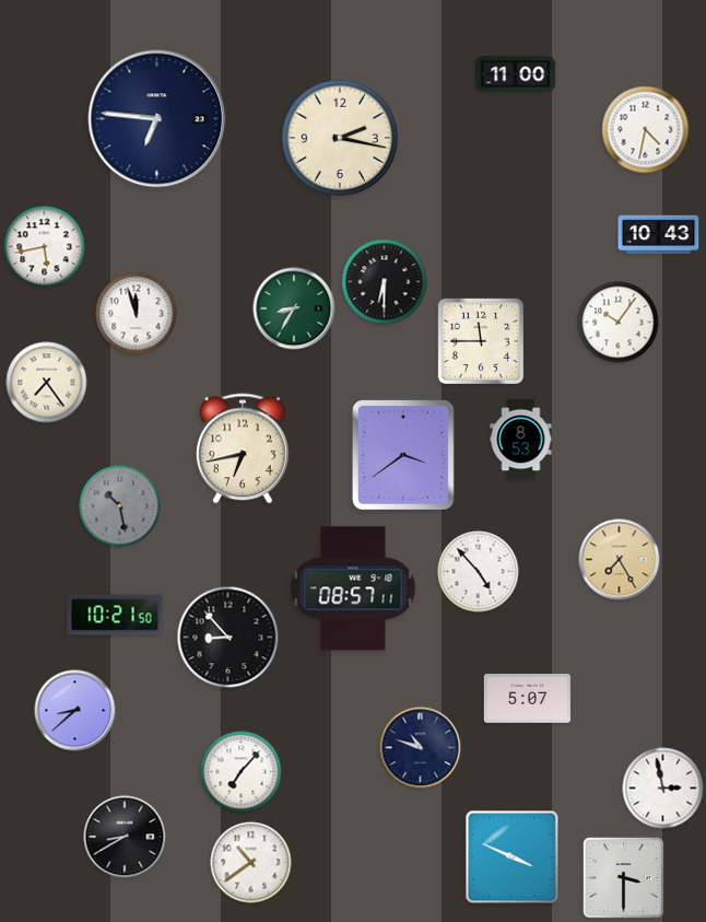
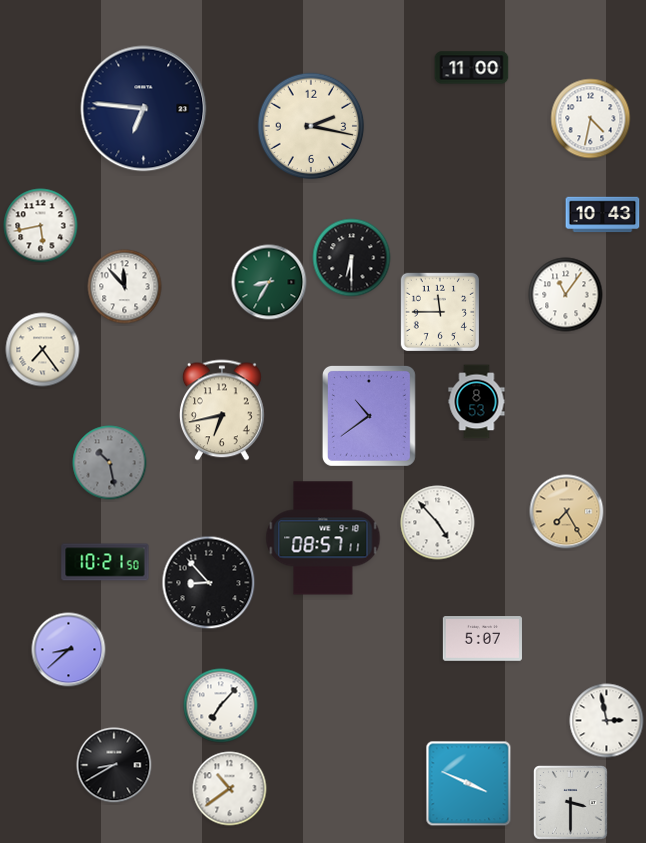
clock at (137, 314): 11:57 -> 11:53
clock at (619, 323): 10:06 -> 11:06
clock at (403, 455): 3:39 -> 10:39
clock at (421, 748): 10:48 -> none
